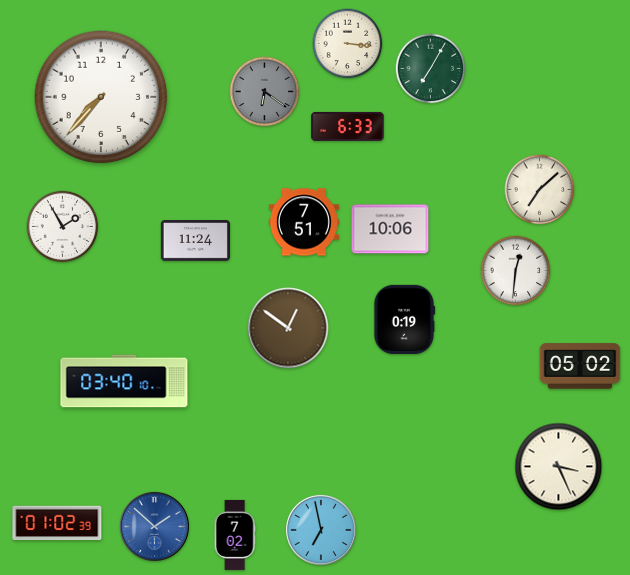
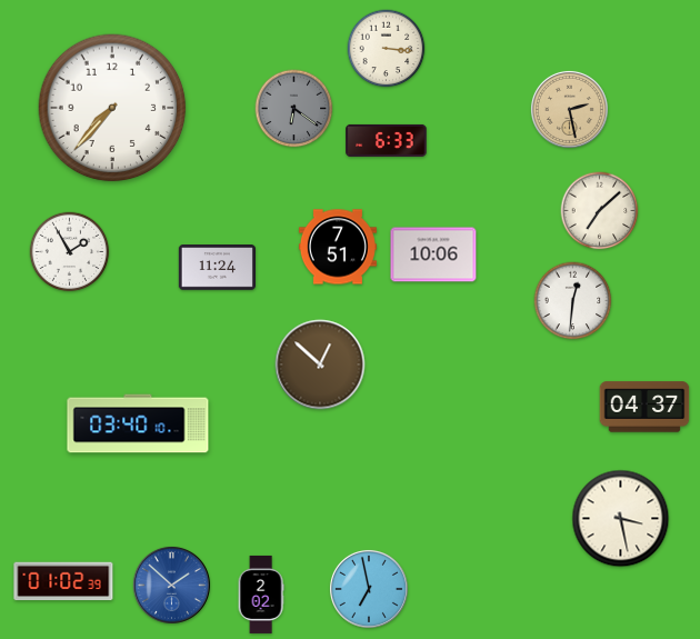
clock at (431, 69): 7:05 -> none
clock at (265, 92) position: (265, 92) -> (294, 109)
clock at (569, 109): none -> 2:28
clock at (404, 319): 0:19 -> none
clock at (288, 328): 12:51 -> 12:52
clock at (580, 366): 05:02 -> 04:37
clock at (559, 467): 3:26 -> 3:28
clock at (321, 530) position: (321, 530) -> (369, 589)
clock at (235, 535): 7:02 -> 2:02
